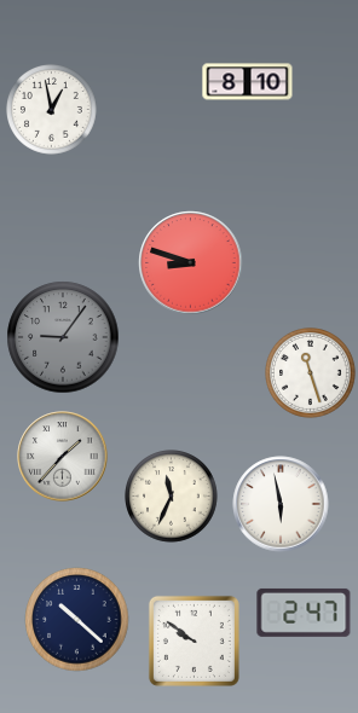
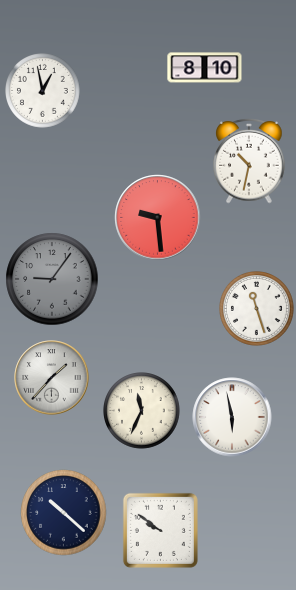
clock at (249, 161): none -> 10:32
clock at (191, 263): 8:48 -> 9:29
clock at (304, 613): 2:47 -> none
